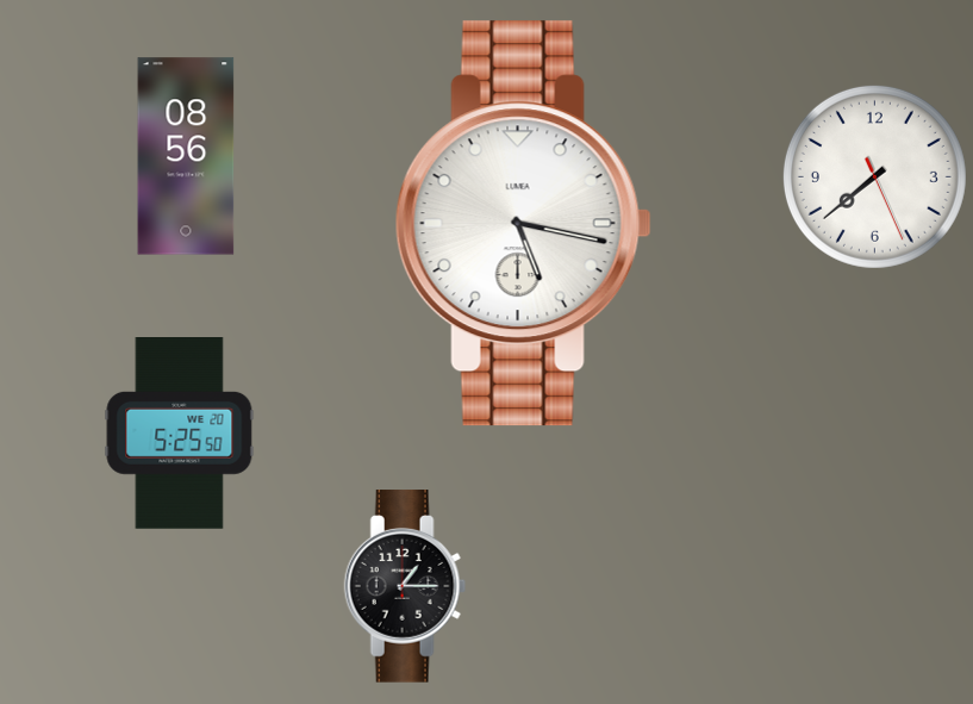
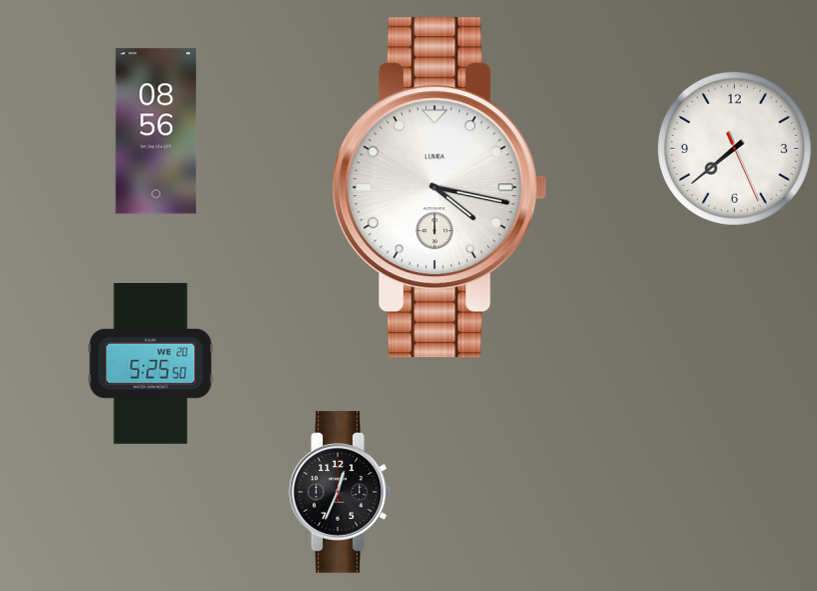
clock at (523, 224): 5:17 -> 4:17
clock at (405, 586): 1:15 -> 12:34
